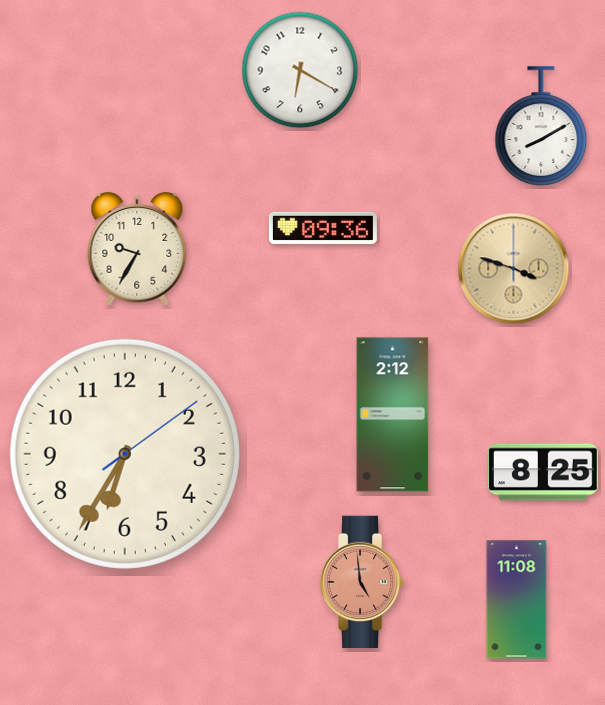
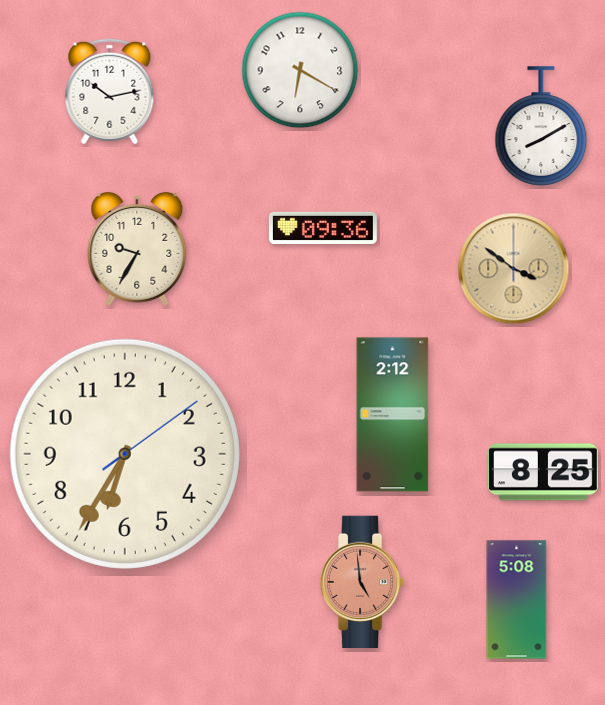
clock at (110, 92): none -> 10:13
clock at (514, 269): 3:48 -> 3:51
clock at (517, 600): 11:08 -> 5:08
